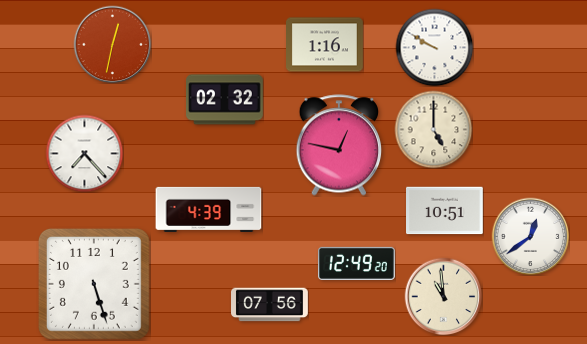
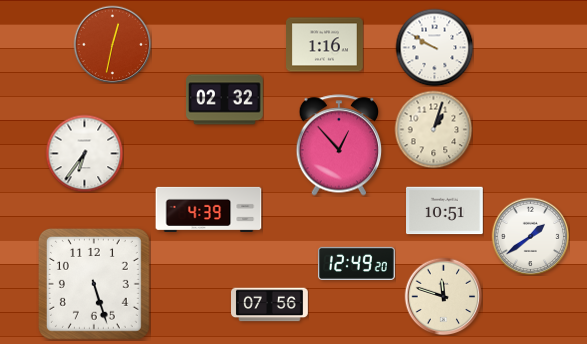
clock at (433, 129): 5:00 -> 1:03
clock at (339, 145): 12:47 -> 12:53
clock at (84, 153): 7:23 -> 6:36
clock at (530, 236): 12:39 -> 1:39
clock at (443, 296): 10:59 -> 11:48
